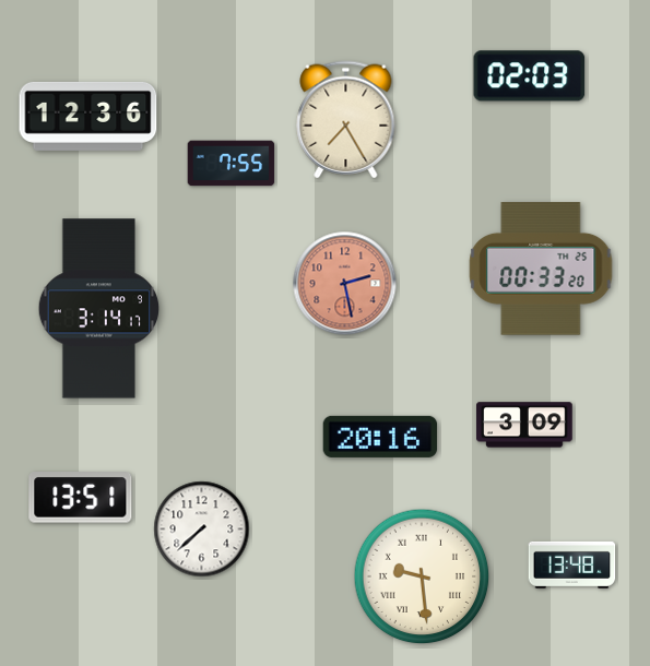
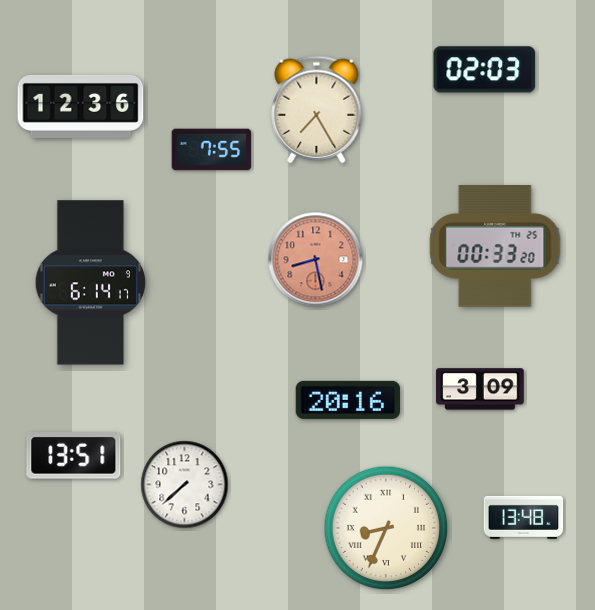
clock at (345, 284): 2:28 -> 8:28
clock at (99, 309): 3:14 -> 6:14
clock at (422, 576): 9:29 -> 8:34
